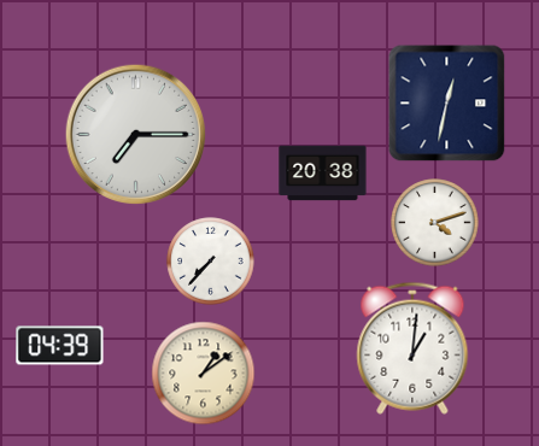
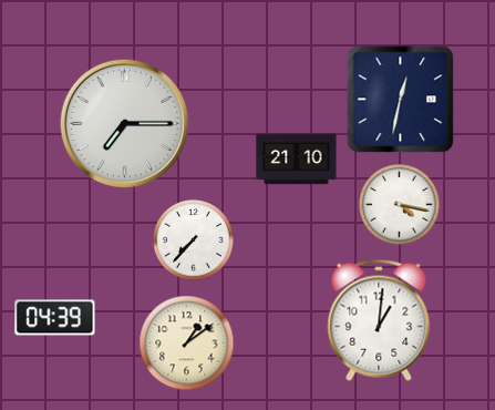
clock at (447, 104) position: (447, 104) -> (401, 100)
clock at (323, 174): 20:38 -> 21:10
clock at (435, 223): 4:12 -> 4:17
